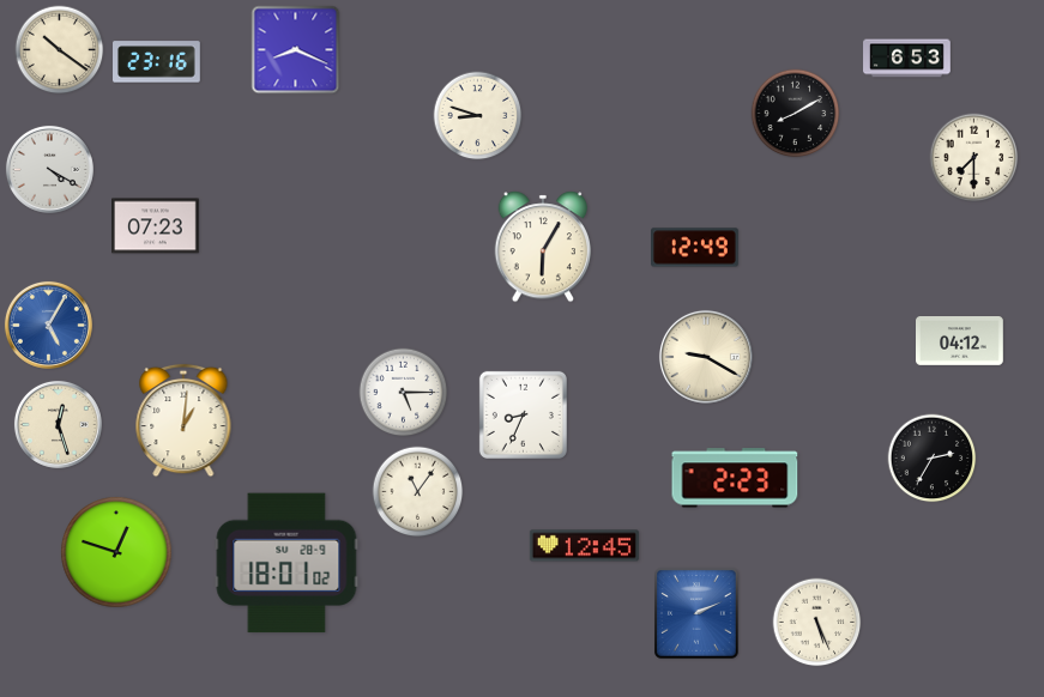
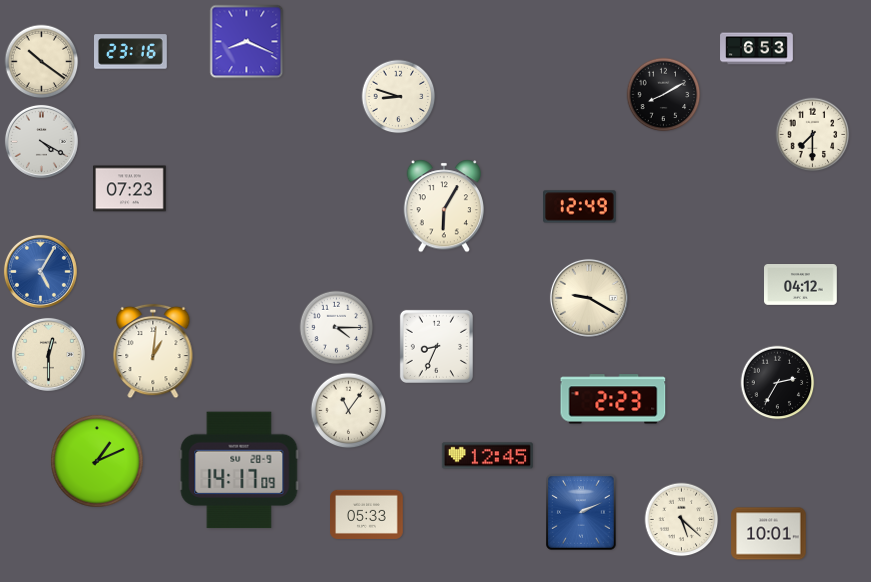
clock at (60, 50) position: (60, 50) -> (42, 62)
clock at (974, 158) position: (974, 158) -> (813, 135)
clock at (542, 247) position: (542, 247) -> (443, 206)
clock at (404, 393): 5:15 -> 4:15
clock at (58, 424): 12:27 -> 12:30
clock at (116, 552): 12:48 -> 1:11
clock at (286, 563): 18:01 -> 14:17
clock at (367, 514): none -> 05:33
clock at (817, 623): 5:26 -> 5:22
clock at (769, 534): none -> 10:01
